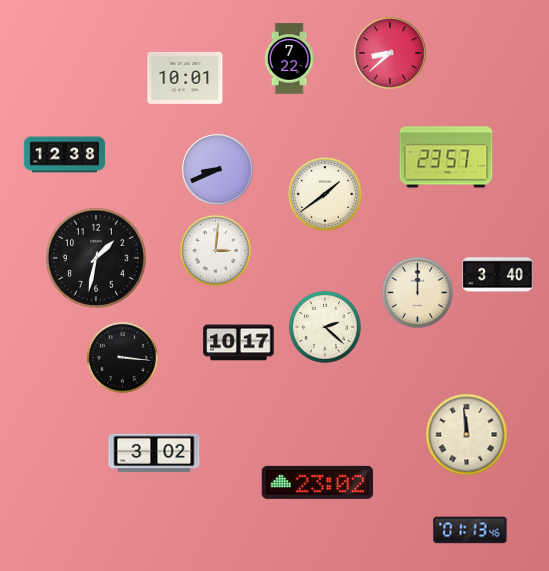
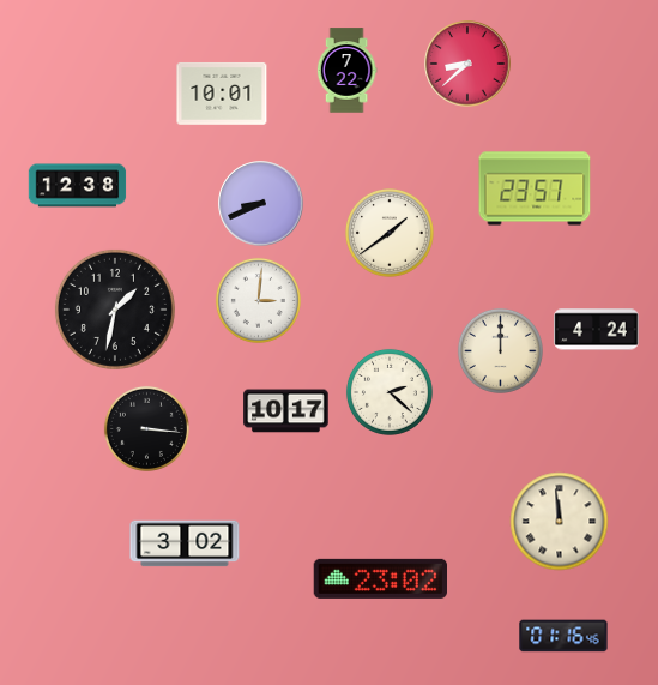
clock at (498, 275): 3:40 -> 4:24
clock at (470, 530): 01:13 -> 01:16
